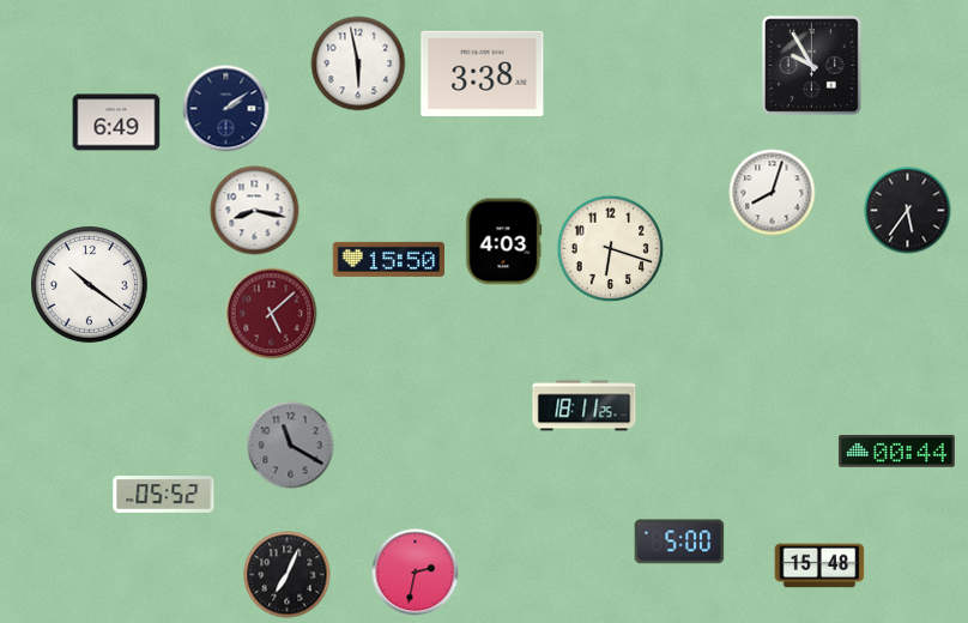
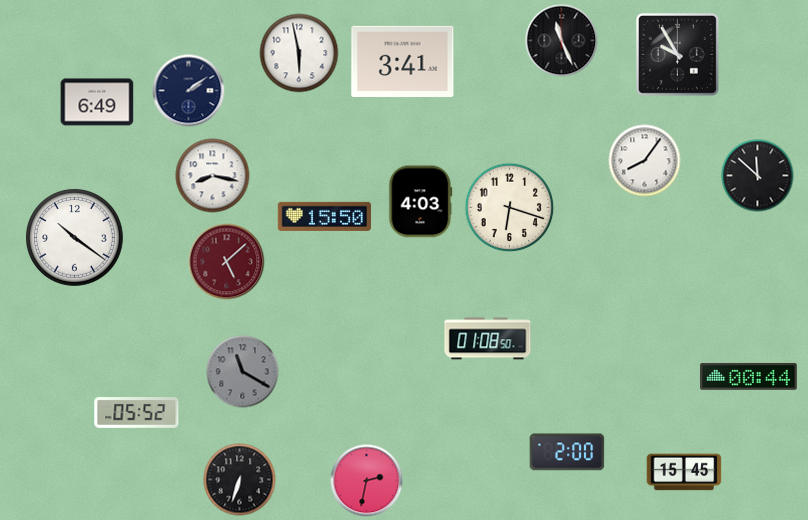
clock at (562, 41): none -> 11:26
clock at (483, 73): 3:38 -> 3:41
clock at (773, 193): 8:03 -> 8:06
clock at (908, 211): 5:36 -> 11:52
clock at (585, 406): 18:11 -> 01:08
clock at (679, 542): 5:00 -> 2:00
clock at (819, 565): 15:48 -> 15:45
clock at (416, 573) position: (416, 573) -> (367, 481)
clock at (288, 575): 7:04 -> 6:33
